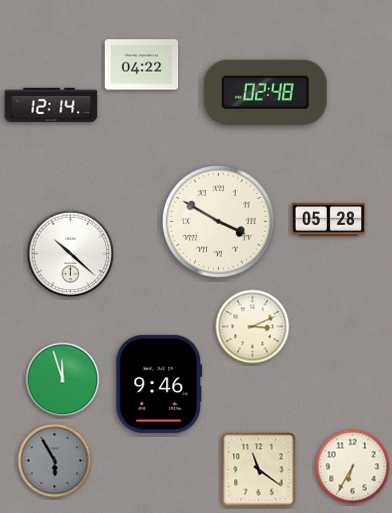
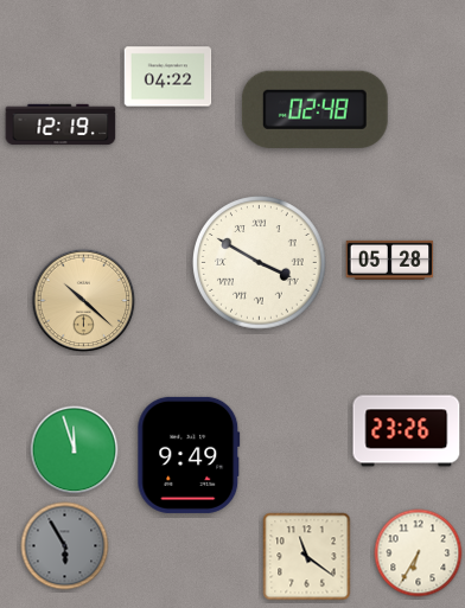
clock at (51, 105): 12:14 -> 12:19
clock at (71, 254) dial: white -> champagne
clock at (253, 327): 3:11 -> none
clock at (407, 431): none -> 23:26
clock at (159, 384): 9:46 -> 9:49
